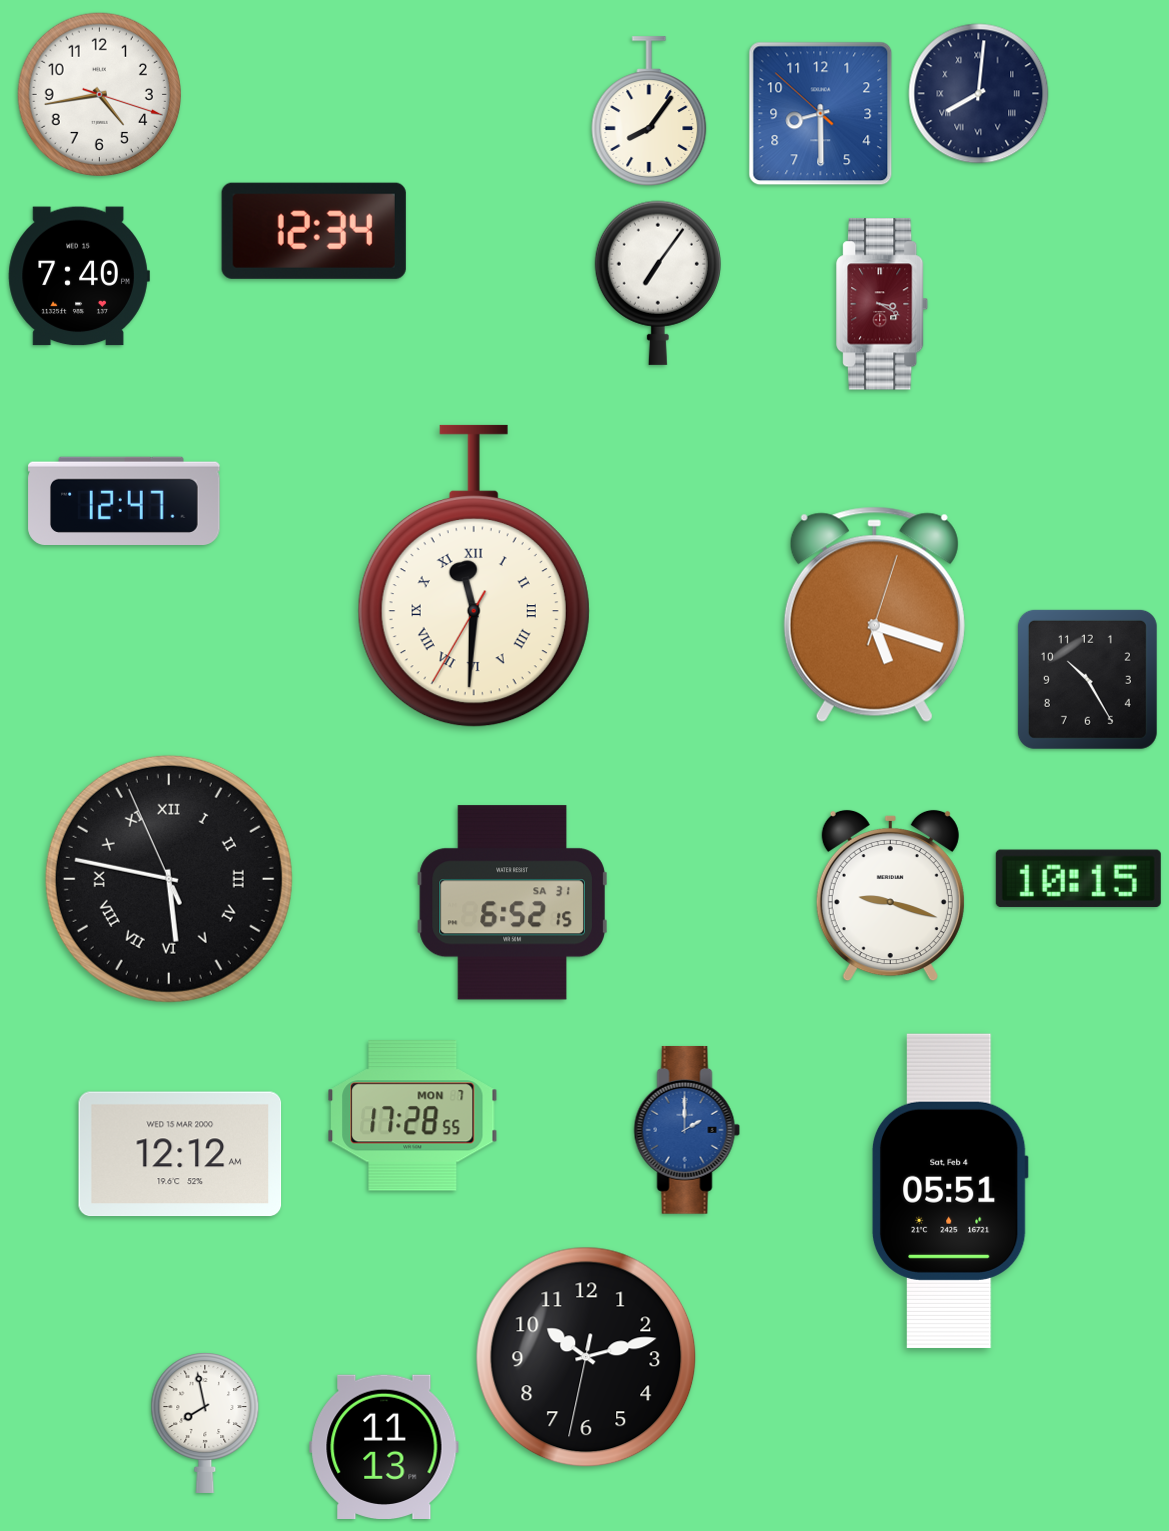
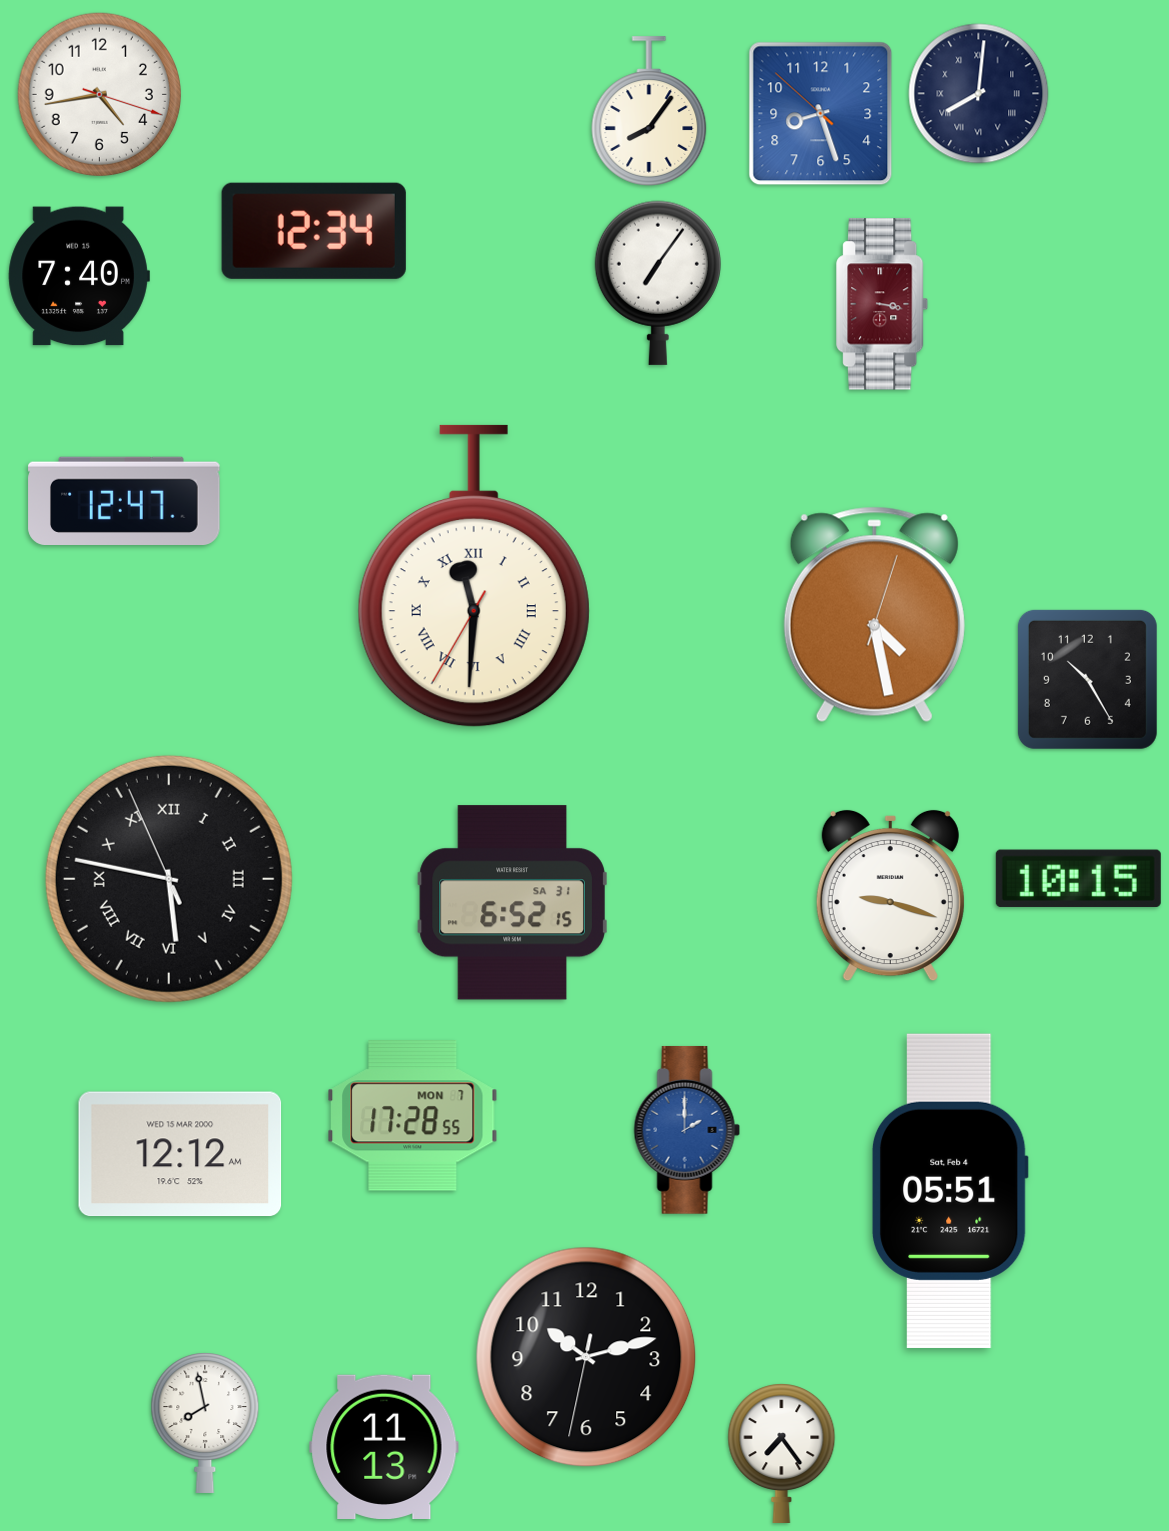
clock at (821, 114): 8:29 -> 8:26
clock at (883, 304): 3:20 -> 3:17
clock at (874, 615): 5:18 -> 4:28
clock at (782, 1453): none -> 7:24
